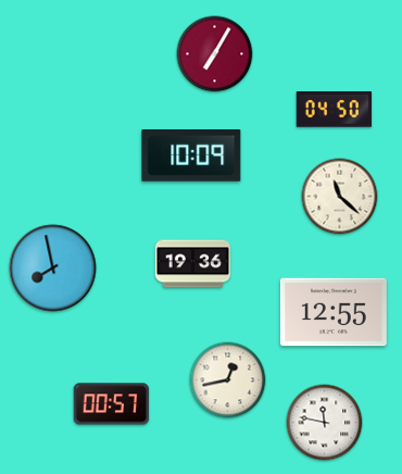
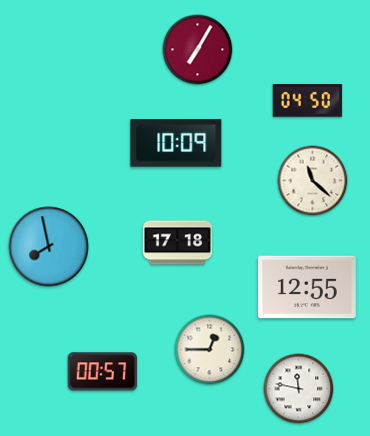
clock at (193, 264): 19:36 -> 17:18
clock at (228, 381): 12:43 -> 12:45
